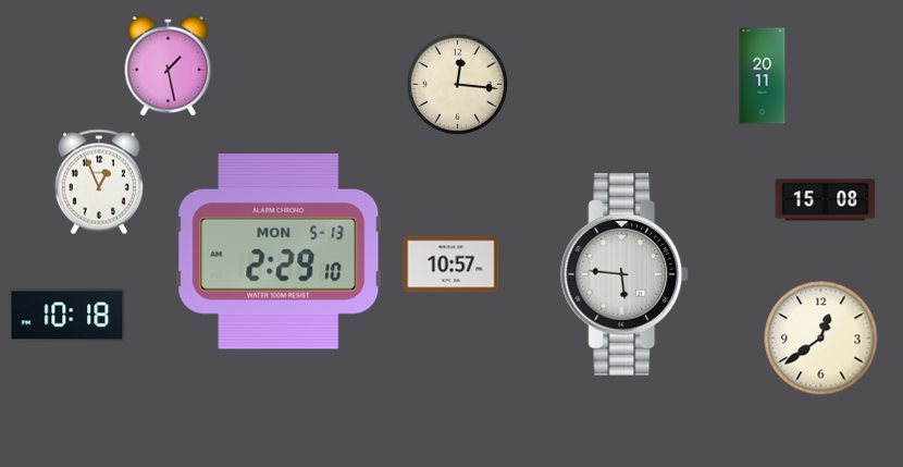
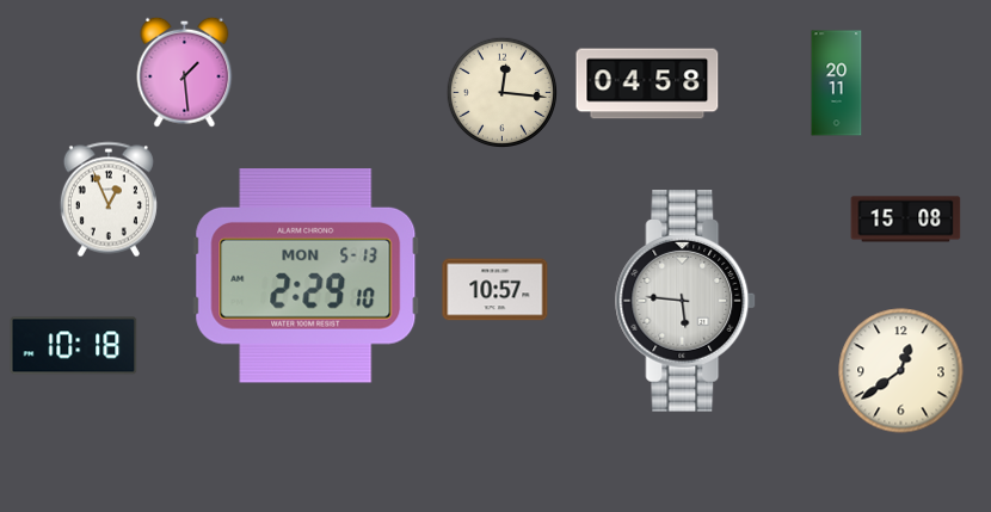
clock at (169, 65): 1:28 -> 1:29
clock at (647, 84): none -> 04:58
